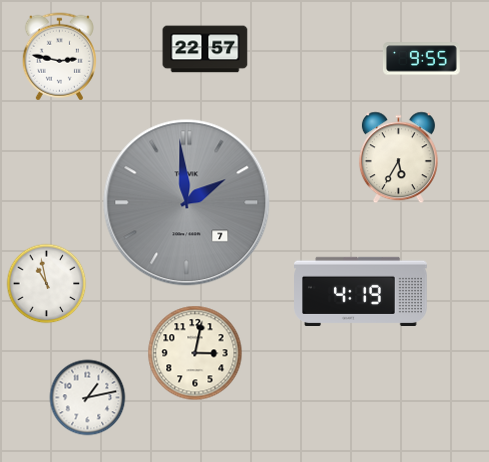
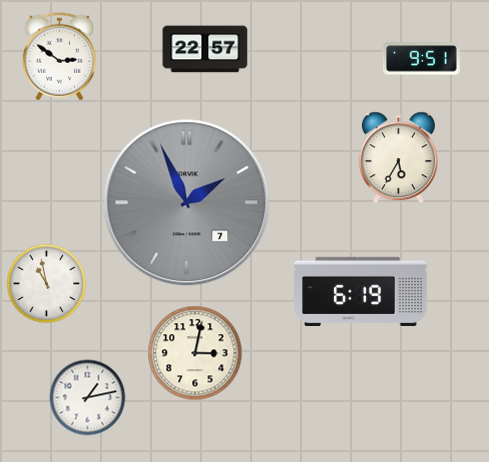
clock at (59, 57): 2:47 -> 2:51
clock at (421, 59): 9:55 -> 9:51
clock at (187, 203): 1:59 -> 1:56
clock at (361, 291): 4:19 -> 6:19
